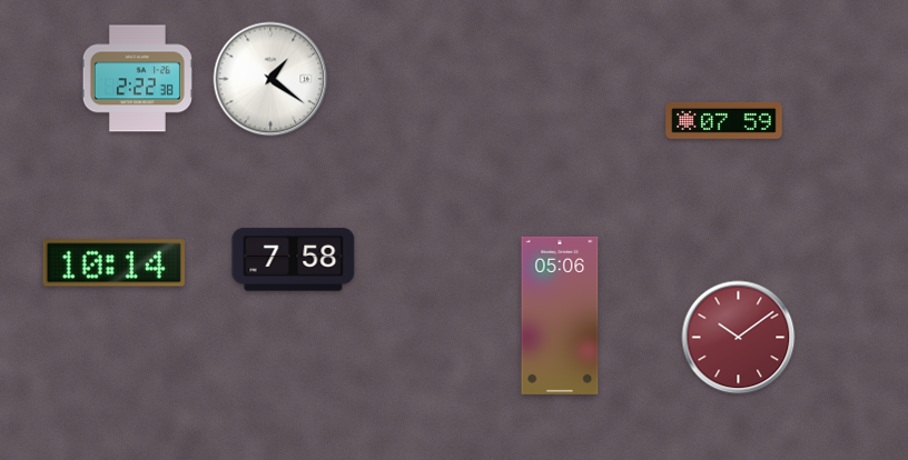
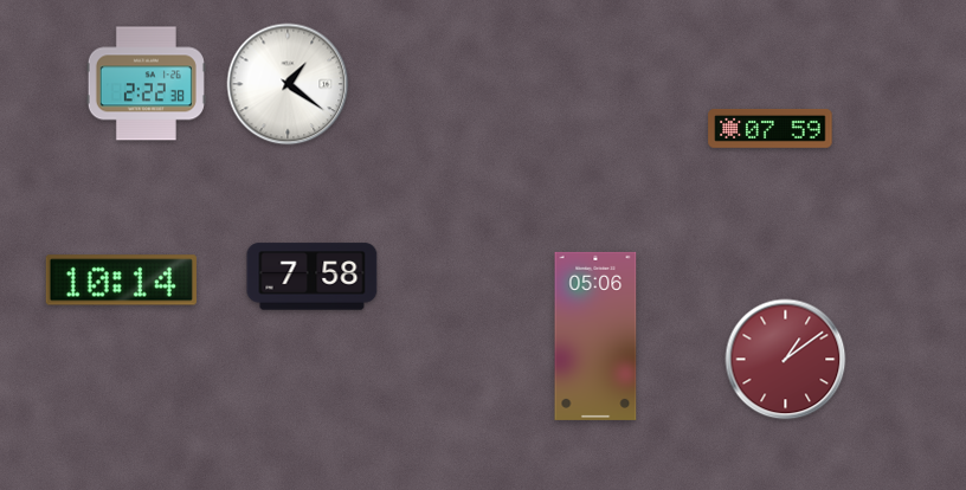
clock at (739, 338): 10:09 -> 1:09
